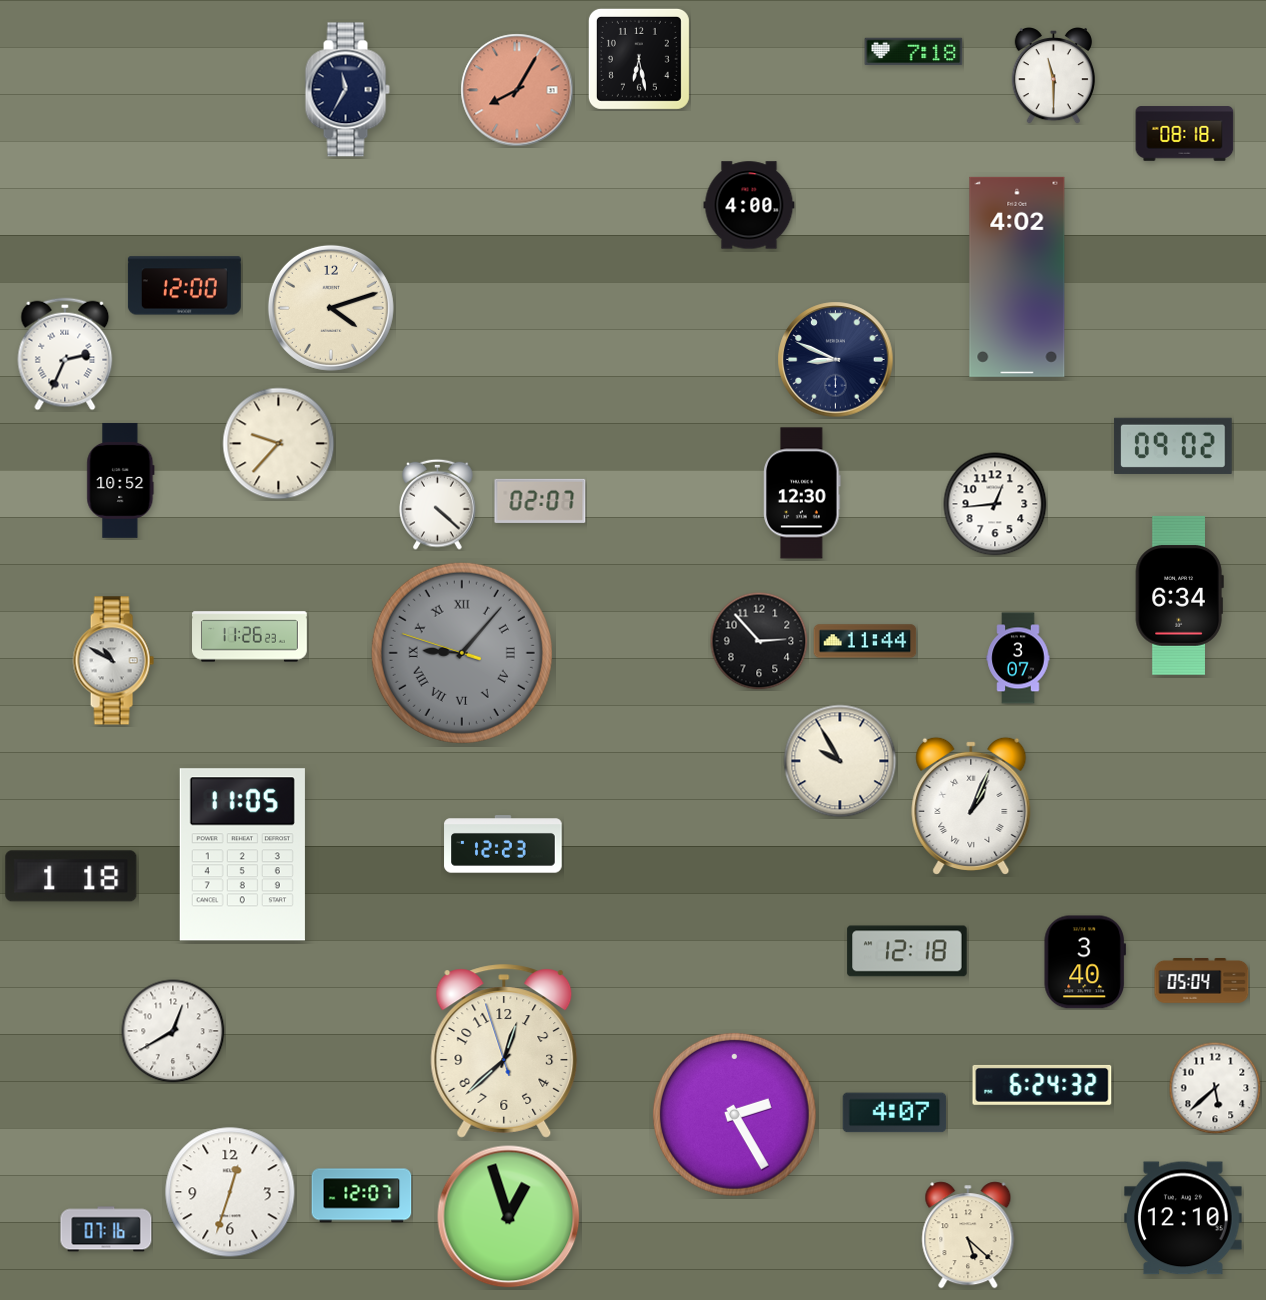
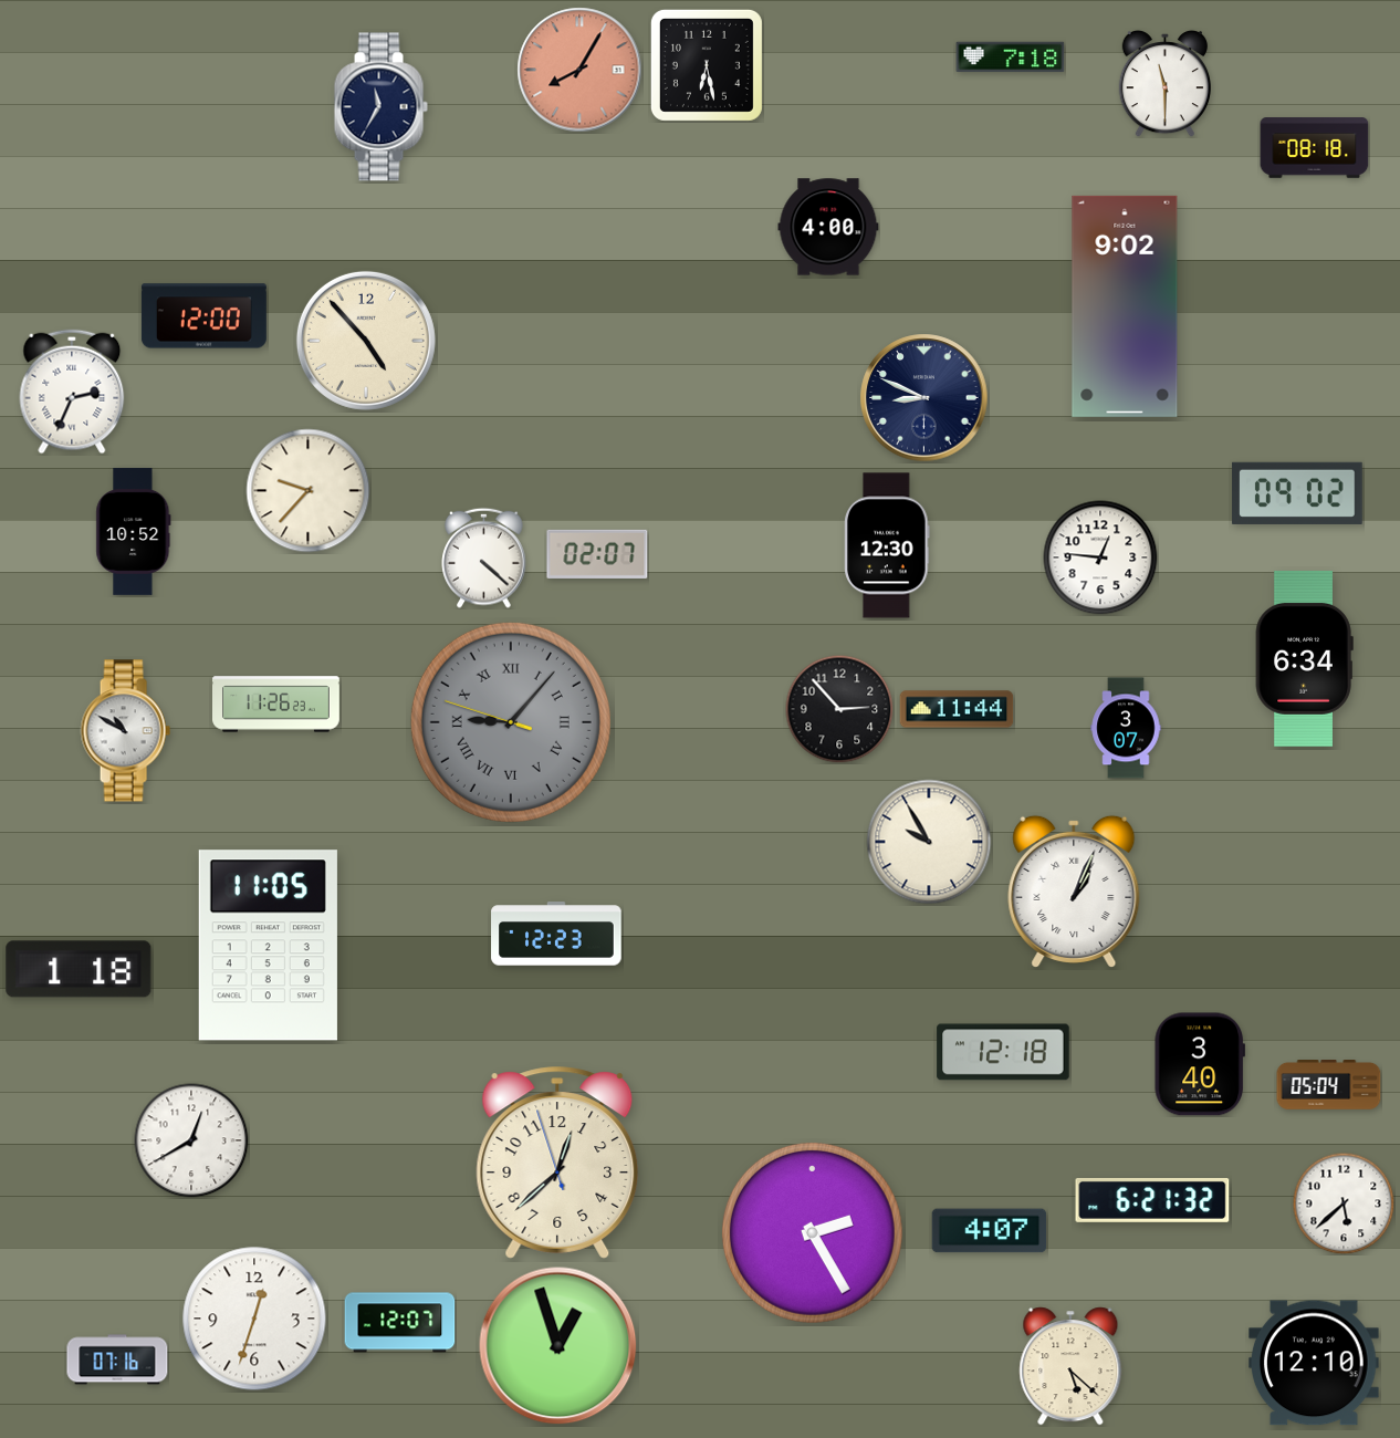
clock at (347, 90) position: (347, 90) -> (380, 107)
clock at (517, 90) position: (517, 90) -> (579, 70)
clock at (1185, 134) position: (1185, 134) -> (1315, 148)
clock at (1017, 277): 4:02 -> 9:02
clock at (331, 308): 4:12 -> 4:53
clock at (995, 504): 12:44 -> 12:46
clock at (1042, 1085): 6:24 -> 6:21
clock at (509, 1217) position: (509, 1217) -> (558, 1346)
clock at (1184, 1218) position: (1184, 1218) -> (1315, 1363)
